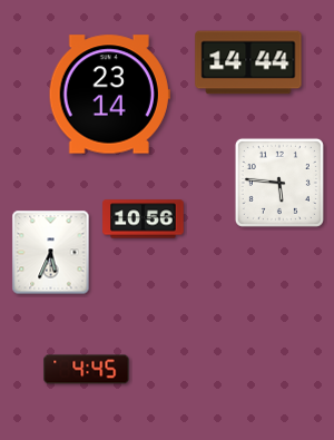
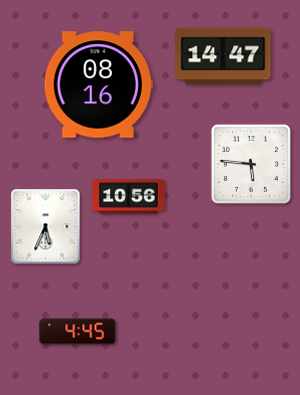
clock at (248, 62): 14:44 -> 14:47
clock at (109, 95): 23:14 -> 08:16
